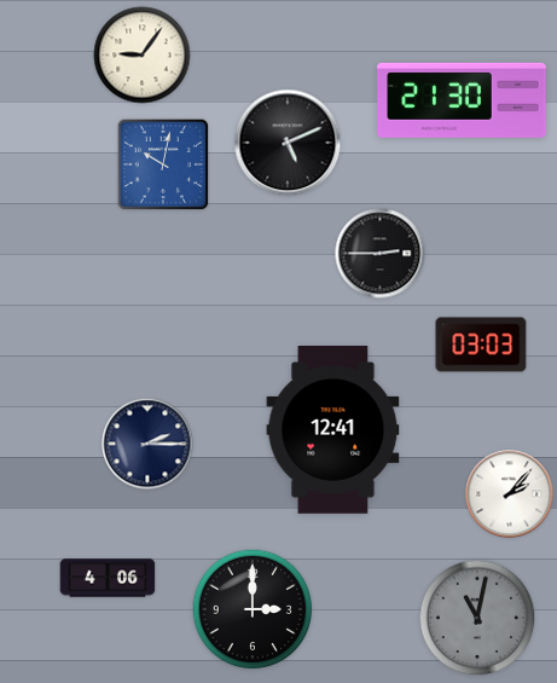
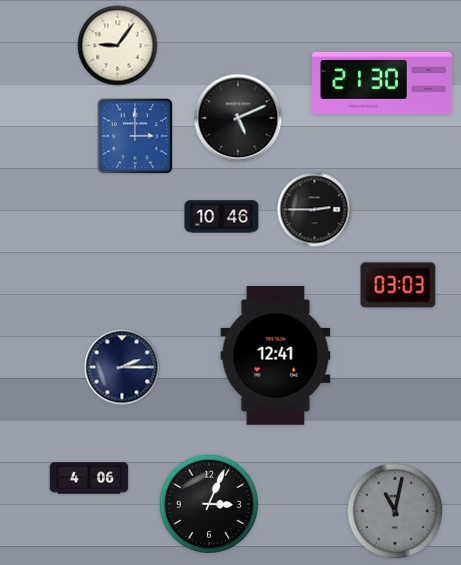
clock at (163, 164): 10:02 -> 3:00
clock at (222, 217): none -> 10:46
clock at (510, 494): 2:07 -> none
clock at (253, 609): 3:00 -> 3:04
